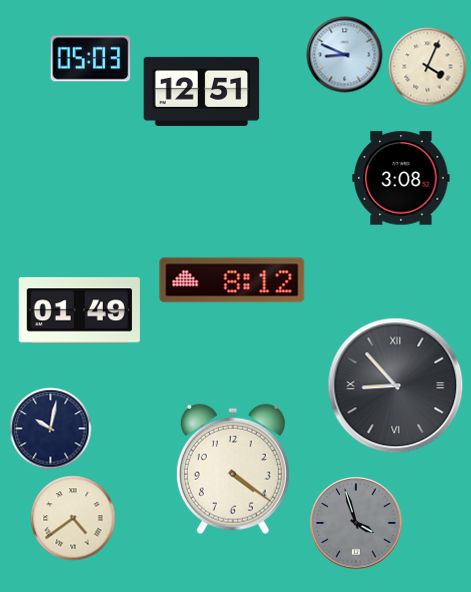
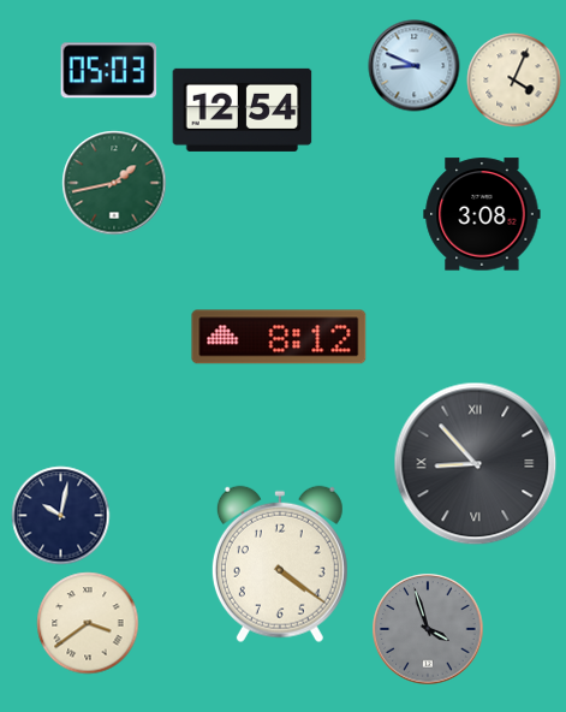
clock at (202, 91): 12:51 -> 12:54
clock at (114, 183): none -> 1:43
clock at (79, 311): 01:49 -> none
clock at (73, 518): 4:39 -> 3:39
